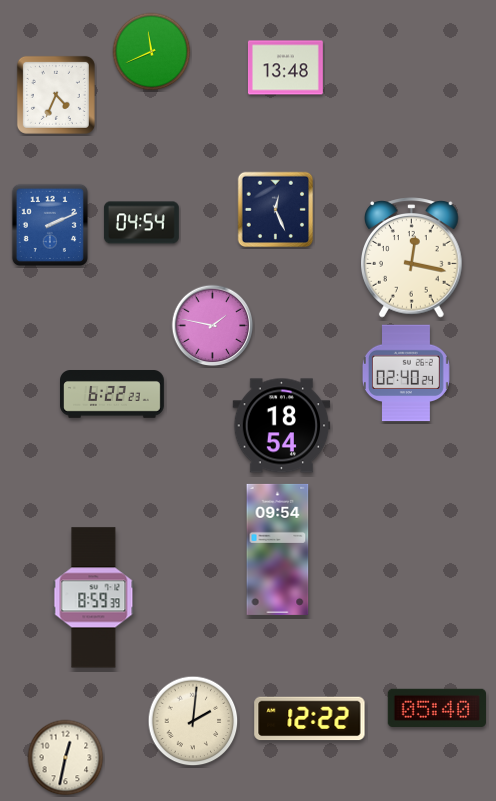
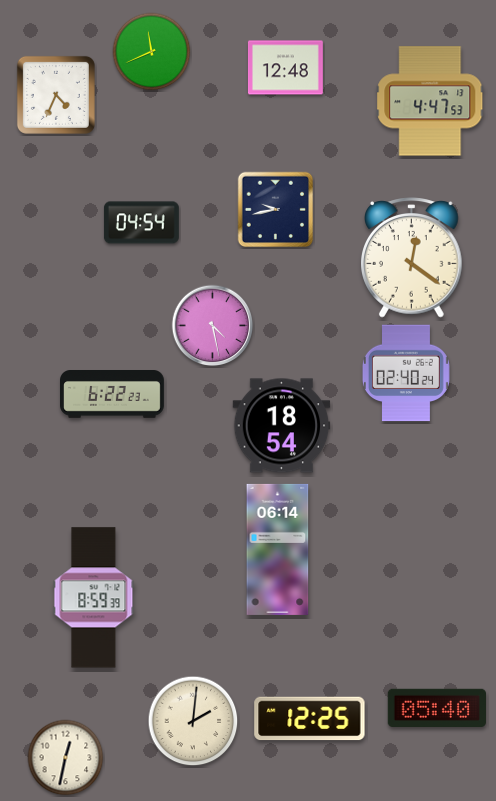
clock at (286, 68): 13:48 -> 12:48
clock at (430, 101): none -> 4:47
clock at (276, 210): 12:26 -> 9:43
clock at (50, 225): 2:11 -> none
clock at (412, 258): 12:17 -> 12:21
clock at (213, 326): 1:47 -> 4:28
clock at (278, 549): 09:54 -> 06:14
clock at (310, 719): 12:22 -> 12:25
